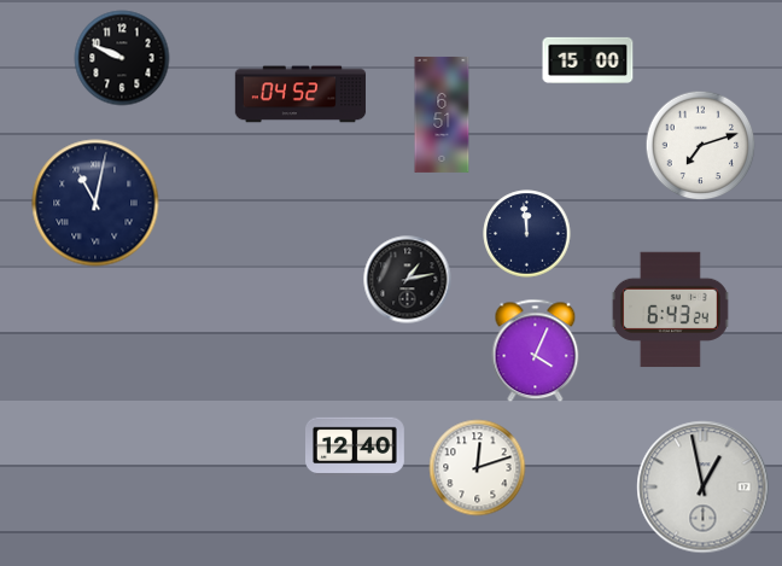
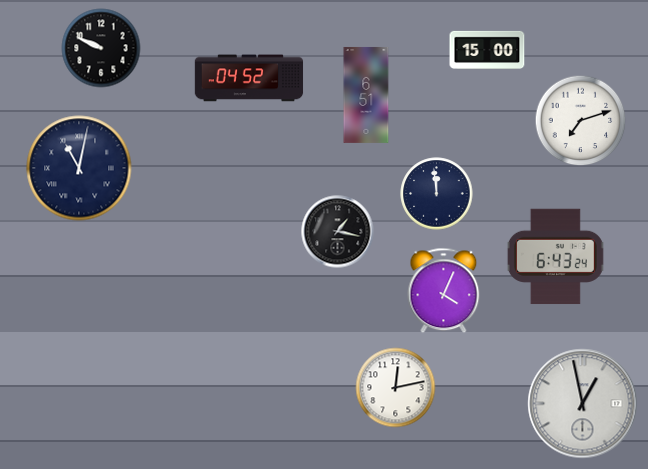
clock at (408, 280): 1:13 -> 1:17
clock at (356, 447): 12:40 -> none
clock at (478, 468): 12:12 -> 12:13
